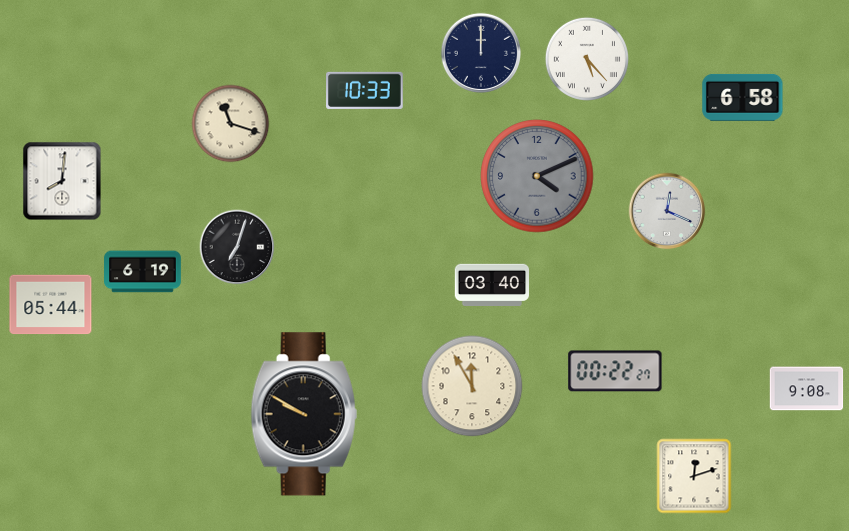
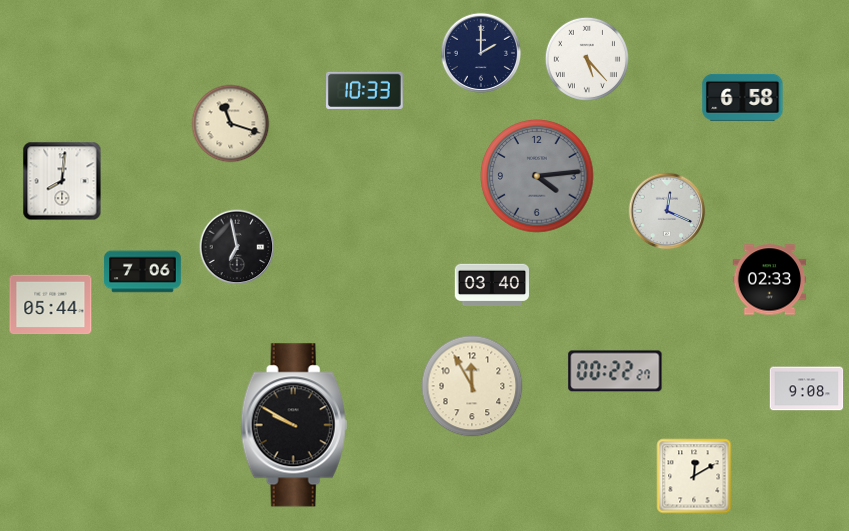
clock at (481, 53): 12:00 -> 2:00
clock at (537, 176): 4:11 -> 4:14
clock at (237, 247): 7:03 -> 6:58
clock at (143, 272): 6:19 -> 7:06
clock at (770, 280): none -> 02:33
clock at (304, 414) position: (304, 414) -> (294, 425)
clock at (694, 476): 12:12 -> 12:10
